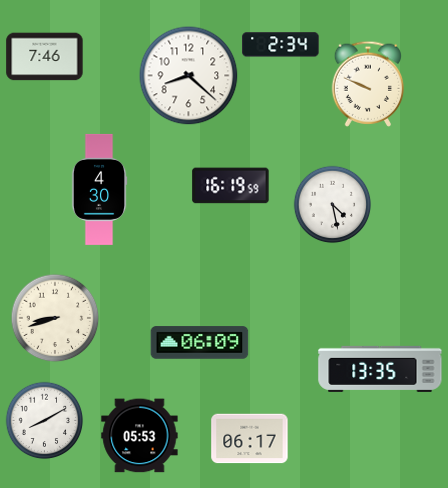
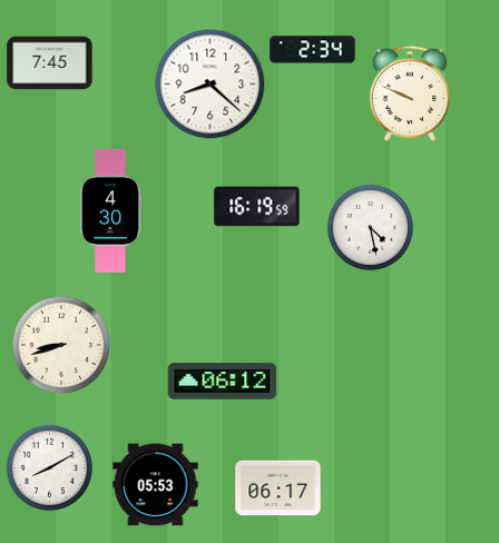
clock at (45, 57): 7:46 -> 7:45
clock at (55, 318) position: (55, 318) -> (61, 345)
clock at (200, 343): 06:09 -> 06:12
clock at (380, 369): 13:35 -> none
